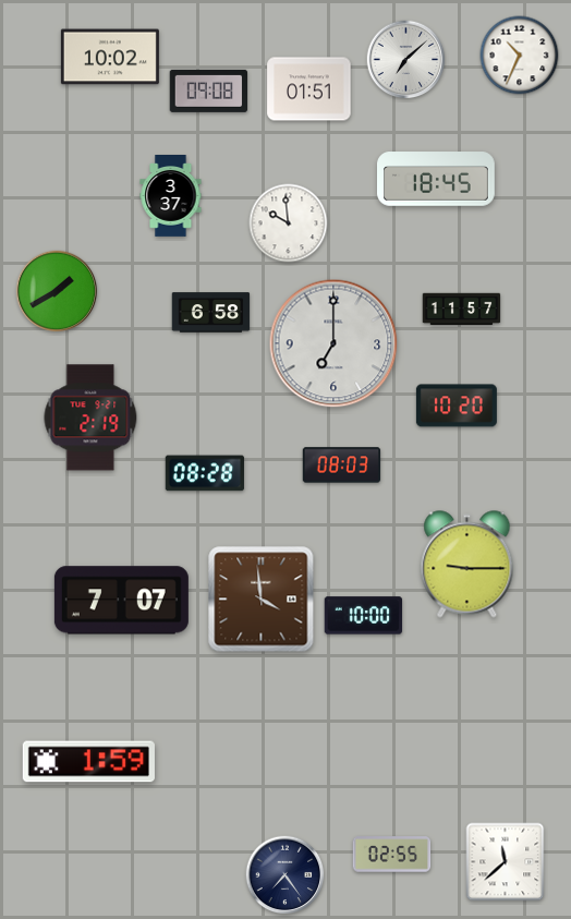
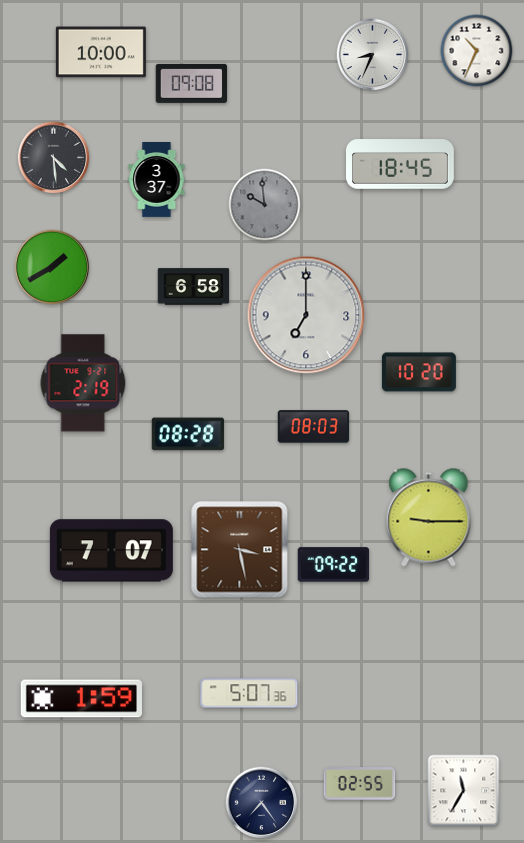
clock at (110, 57): 10:02 -> 10:00
clock at (406, 60): 7:08 -> 8:34
clock at (309, 89): 01:51 -> none
clock at (54, 158): none -> 4:29
clock at (289, 223) dial: white -> grey
clock at (462, 310): 11:57 -> none
clock at (262, 600): 3:59 -> 3:28
clock at (364, 616): 10:00 -> 09:22
clock at (249, 693): none -> 5:07
clock at (506, 862): 11:38 -> 11:35
